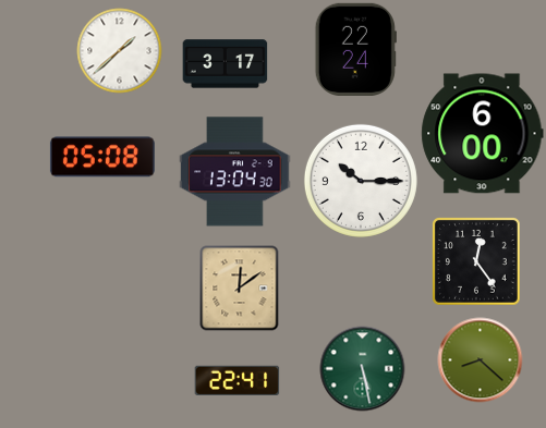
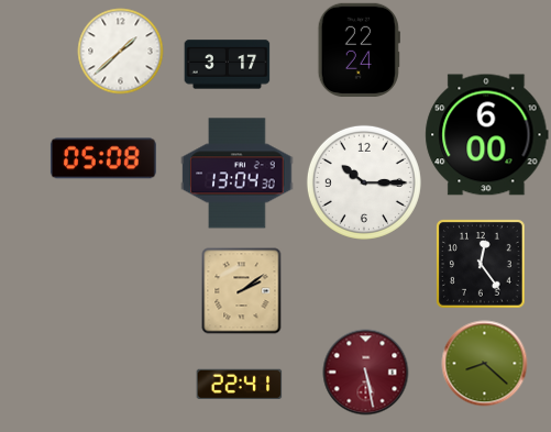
clock at (240, 288): 12:09 -> 2:09
clock at (362, 368) dial: green -> burgundy
